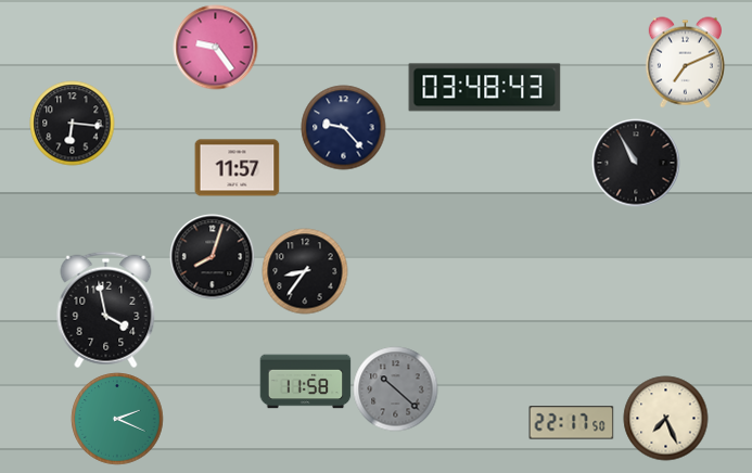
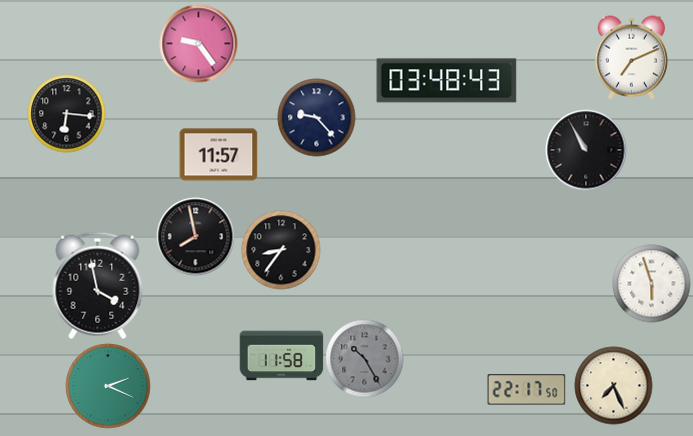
clock at (212, 256): 8:03 -> 7:58
clock at (651, 283): none -> 5:57
clock at (305, 382) position: (305, 382) -> (281, 356)
clock at (395, 388): 10:22 -> 10:25
